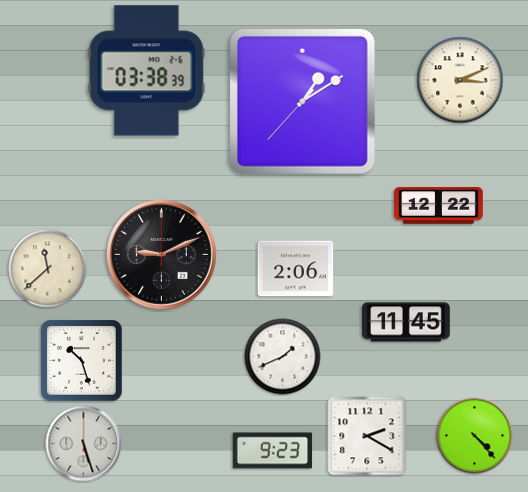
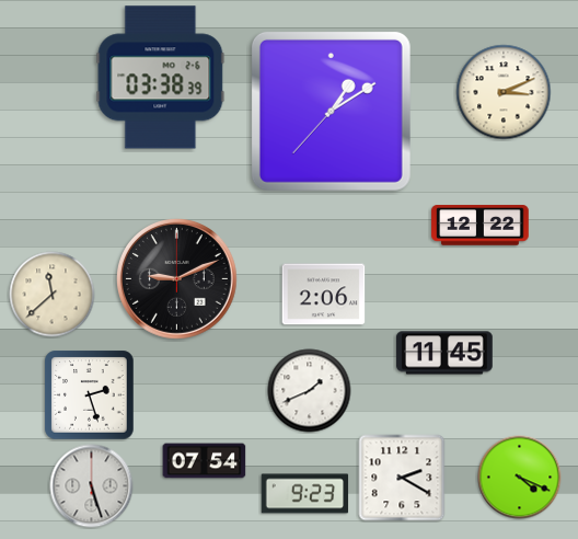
clock at (460, 80) position: (460, 80) -> (504, 92)
clock at (82, 361): 10:27 -> 2:27
clock at (205, 461): none -> 07:54
clock at (475, 436): 4:23 -> 4:19
clock at (273, 451) position: (273, 451) -> (305, 494)
